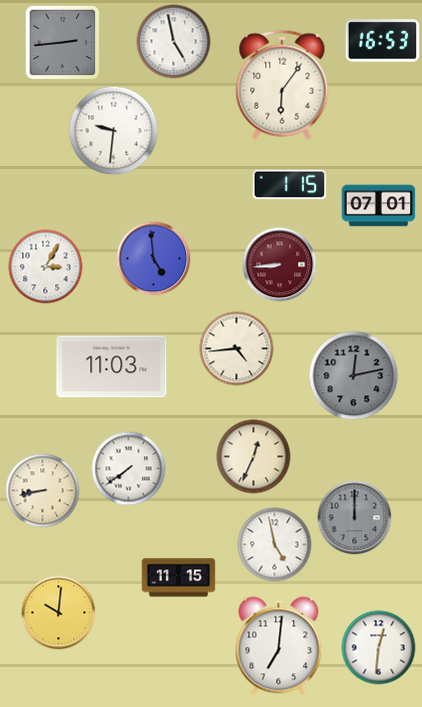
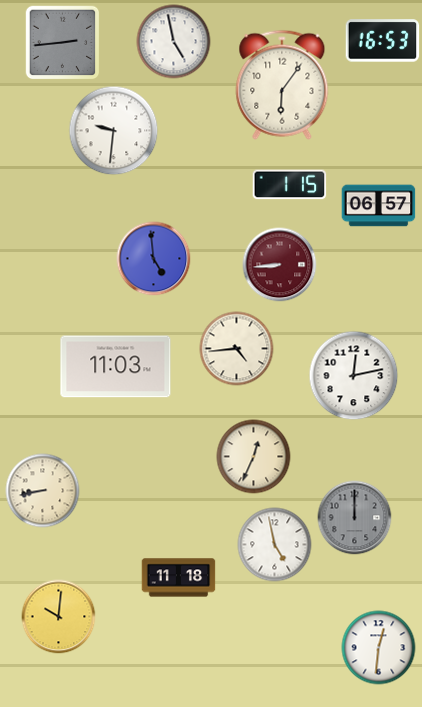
clock at (379, 206): 07:01 -> 06:57
clock at (46, 267): 3:05 -> none
clock at (112, 367) position: (112, 367) -> (116, 367)
clock at (354, 376) dial: grey -> white
clock at (129, 469): 7:39 -> none
clock at (179, 578): 11:15 -> 11:18
clock at (59, 613) position: (59, 613) -> (59, 617)
clock at (279, 647): 7:01 -> none
